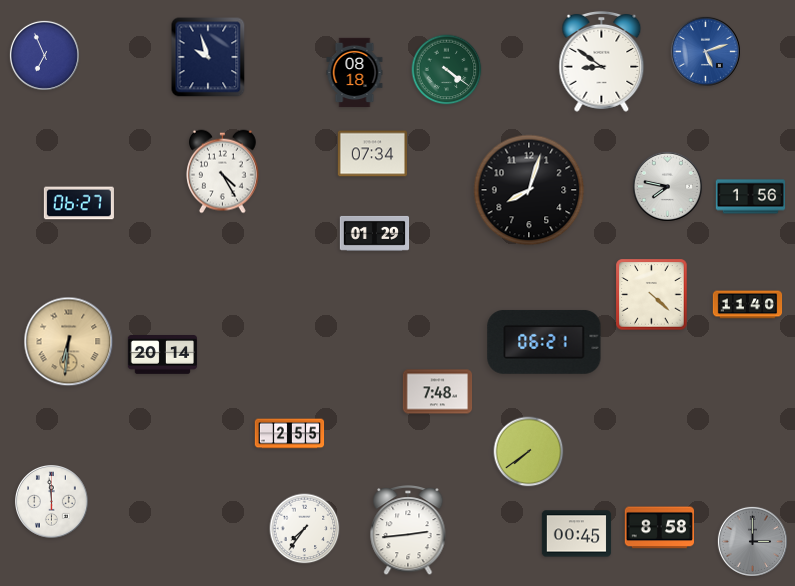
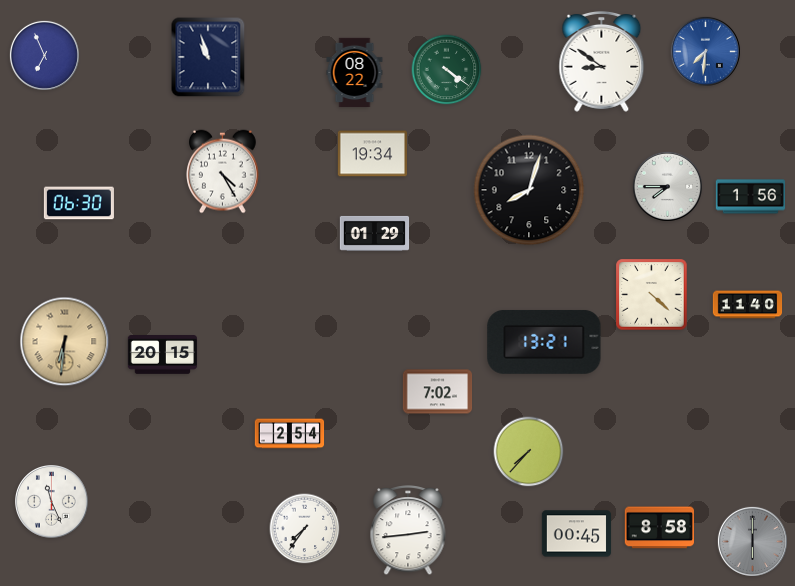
clock at (705, 51): 5:12 -> 7:31
clock at (208, 57): 9:57 -> 10:57
clock at (355, 73): 08:18 -> 08:22
clock at (372, 154): 07:34 -> 19:34
clock at (667, 186): 7:47 -> 7:45
clock at (79, 203): 06:27 -> 06:30
clock at (69, 342) position: (69, 342) -> (65, 342)
clock at (544, 342): 06:21 -> 13:21
clock at (163, 355): 20:14 -> 20:15
clock at (438, 392): 7:48 -> 7:02
clock at (290, 434): 2:55 -> 2:54
clock at (529, 452): 7:39 -> 7:37
clock at (52, 502): 11:59 -> 11:26
clock at (752, 541): 3:00 -> 6:00
